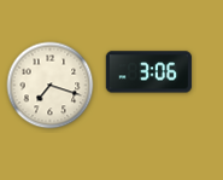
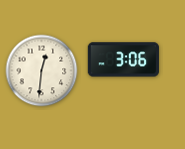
clock at (51, 86): 7:18 -> 12:31
